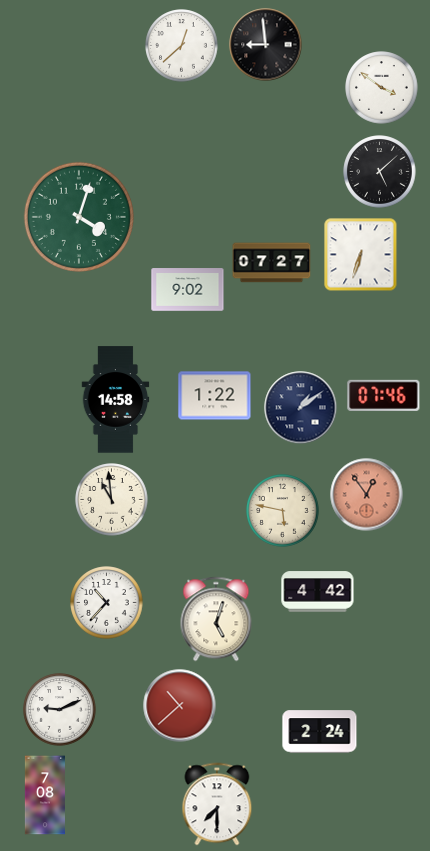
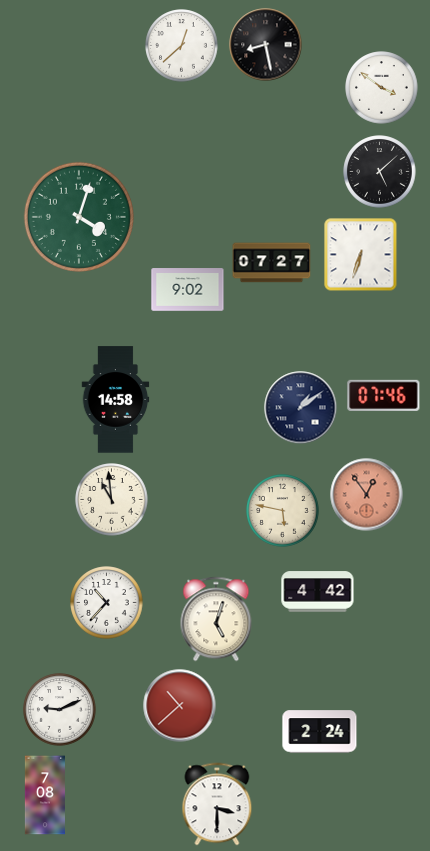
clock at (266, 45): 8:59 -> 8:28
clock at (215, 396): 1:22 -> none
clock at (217, 804): 7:30 -> 3:30
